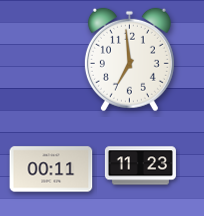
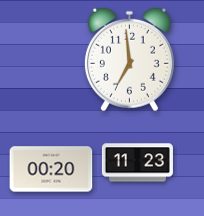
clock at (140, 166) position: (140, 166) -> (137, 163)
clock at (51, 169): 00:11 -> 00:20
